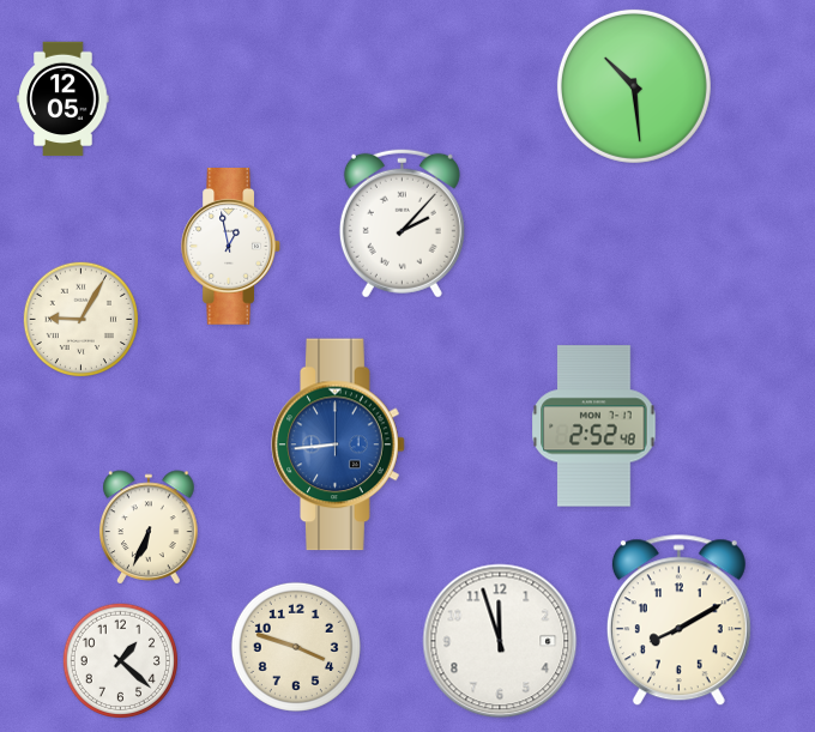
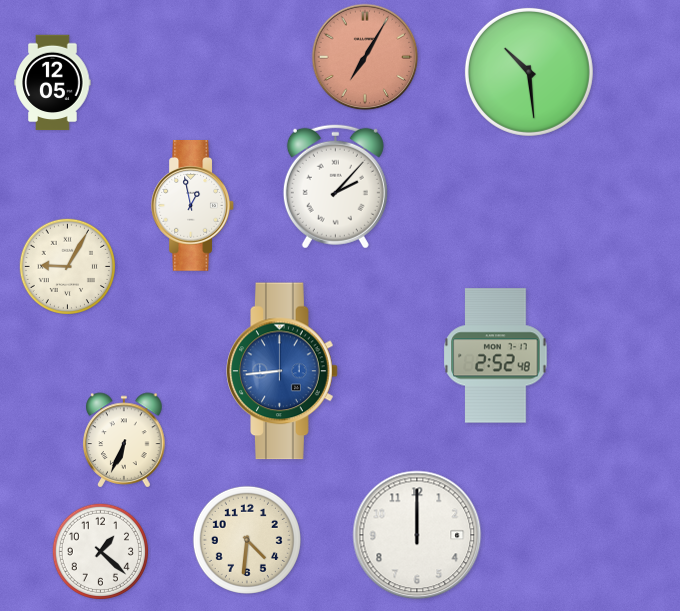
clock at (365, 57): none -> 7:05
clock at (678, 621): 8:10 -> none
clock at (500, 641): 11:57 -> 12:00
clock at (296, 647): 3:48 -> 4:31
